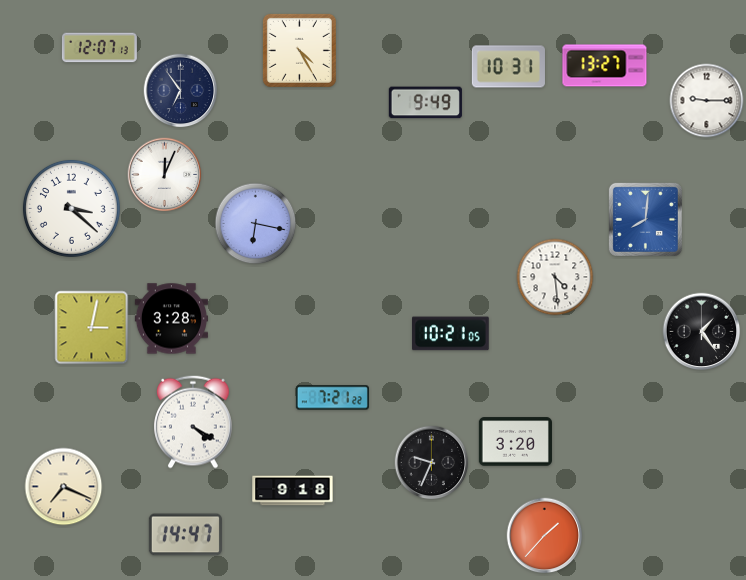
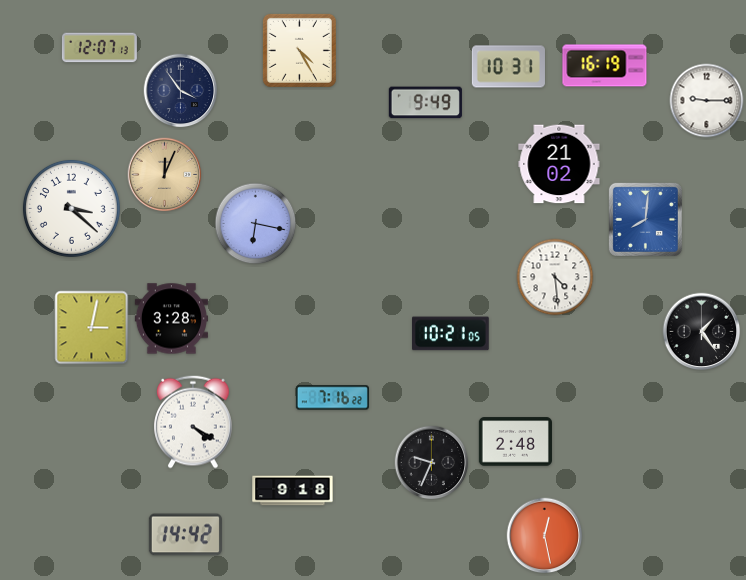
clock at (605, 66): 13:27 -> 16:19
clock at (181, 91): 6:54 -> 3:54
clock at (559, 164): none -> 21:02
clock at (165, 175) dial: white -> champagne
clock at (332, 398): 7:21 -> 7:16
clock at (515, 442): 3:20 -> 2:48
clock at (64, 487): 7:19 -> none
clock at (185, 535): 14:47 -> 14:42
clock at (545, 536): 1:37 -> 12:28
